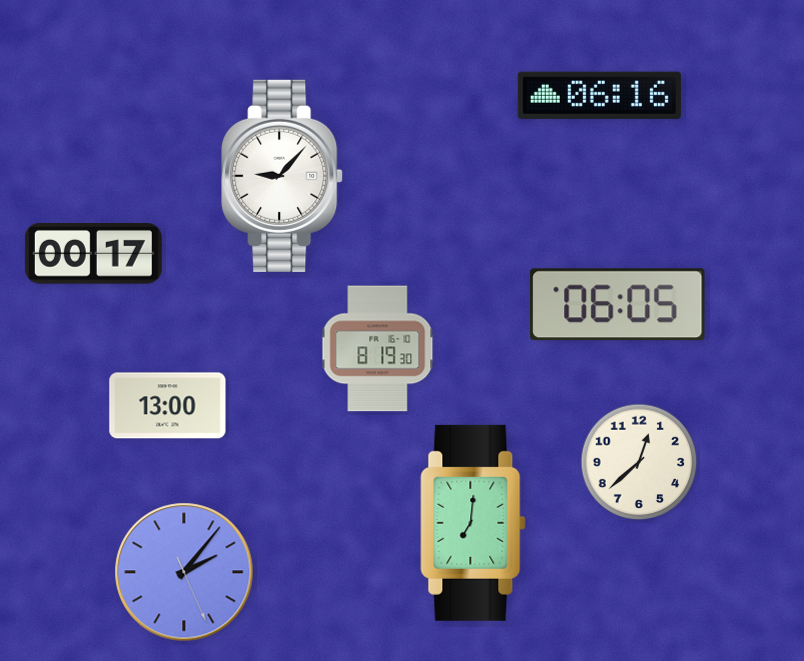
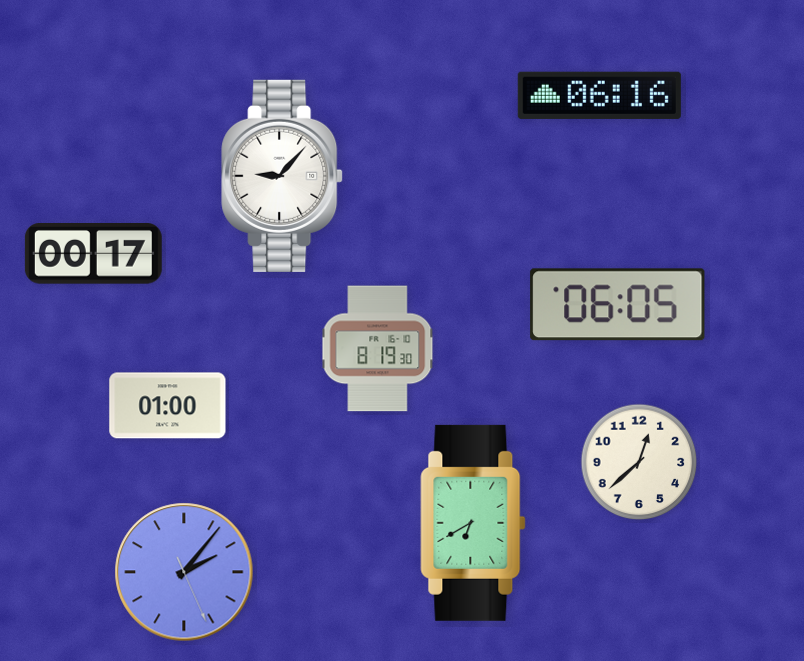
clock at (168, 406): 13:00 -> 01:00
clock at (473, 523): 7:01 -> 6:40
